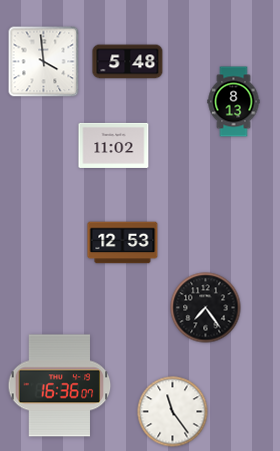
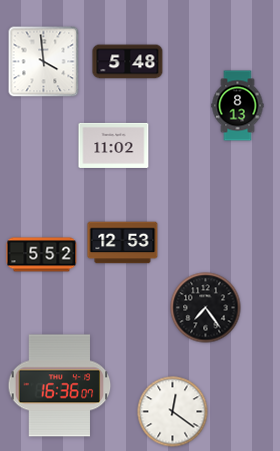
clock at (234, 102) position: (234, 102) -> (238, 106)
clock at (42, 255): none -> 5:52
clock at (173, 412): 11:24 -> 12:21
